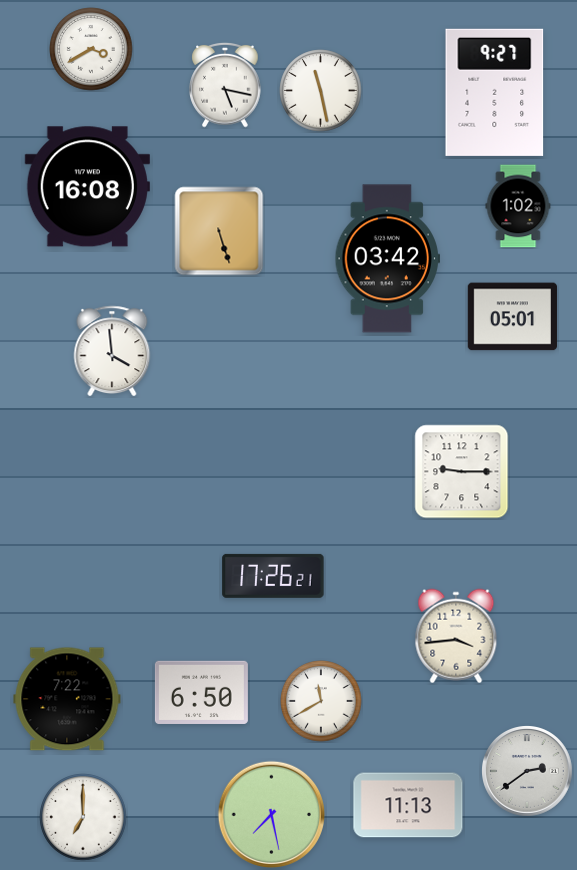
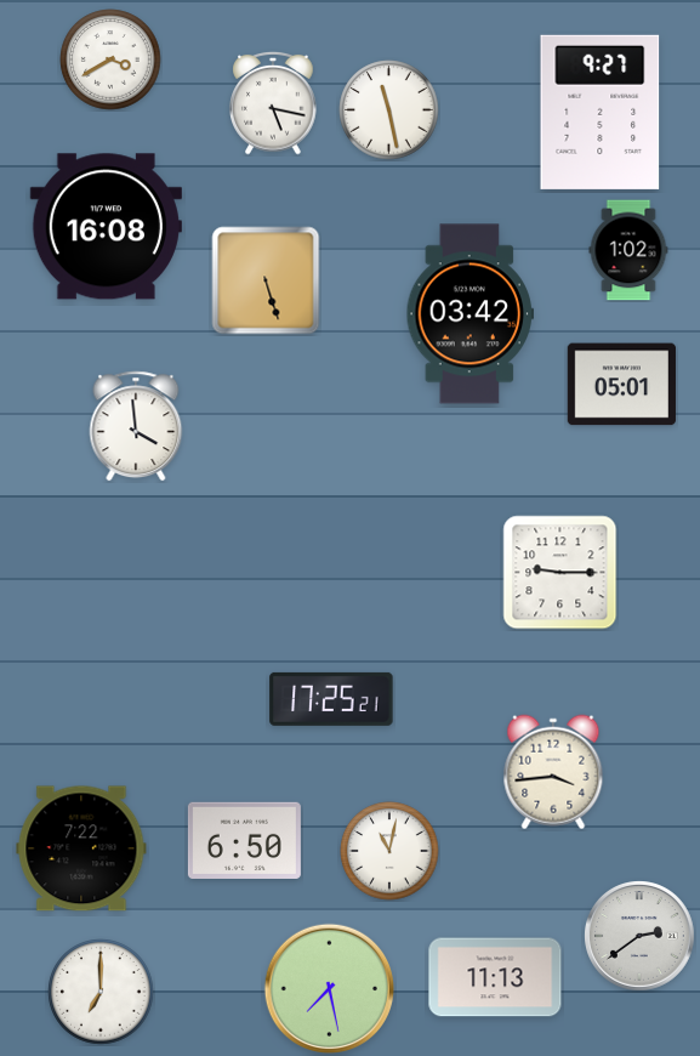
clock at (273, 576): 17:26 -> 17:25
clock at (321, 701): 11:40 -> 11:02
